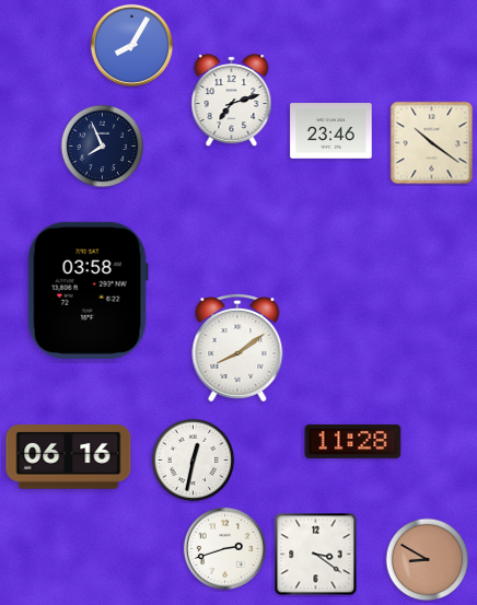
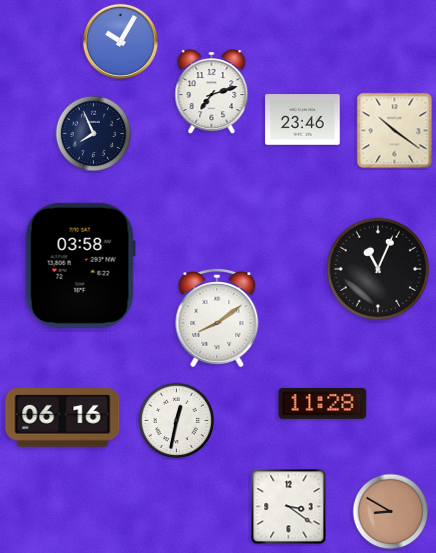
clock at (131, 45): 8:05 -> 10:05
clock at (378, 269): none -> 11:04
clock at (224, 548): 2:42 -> none
